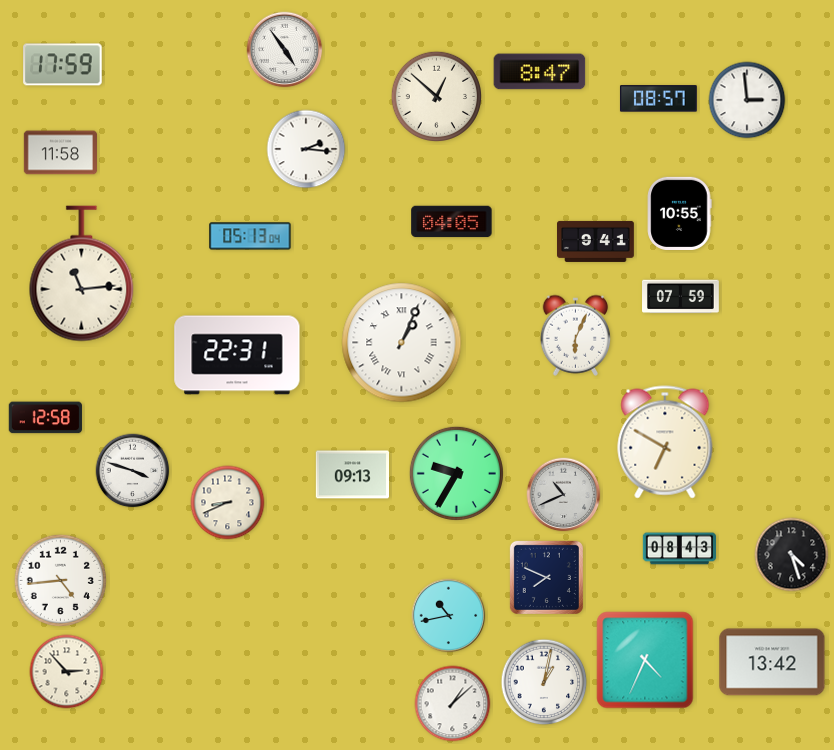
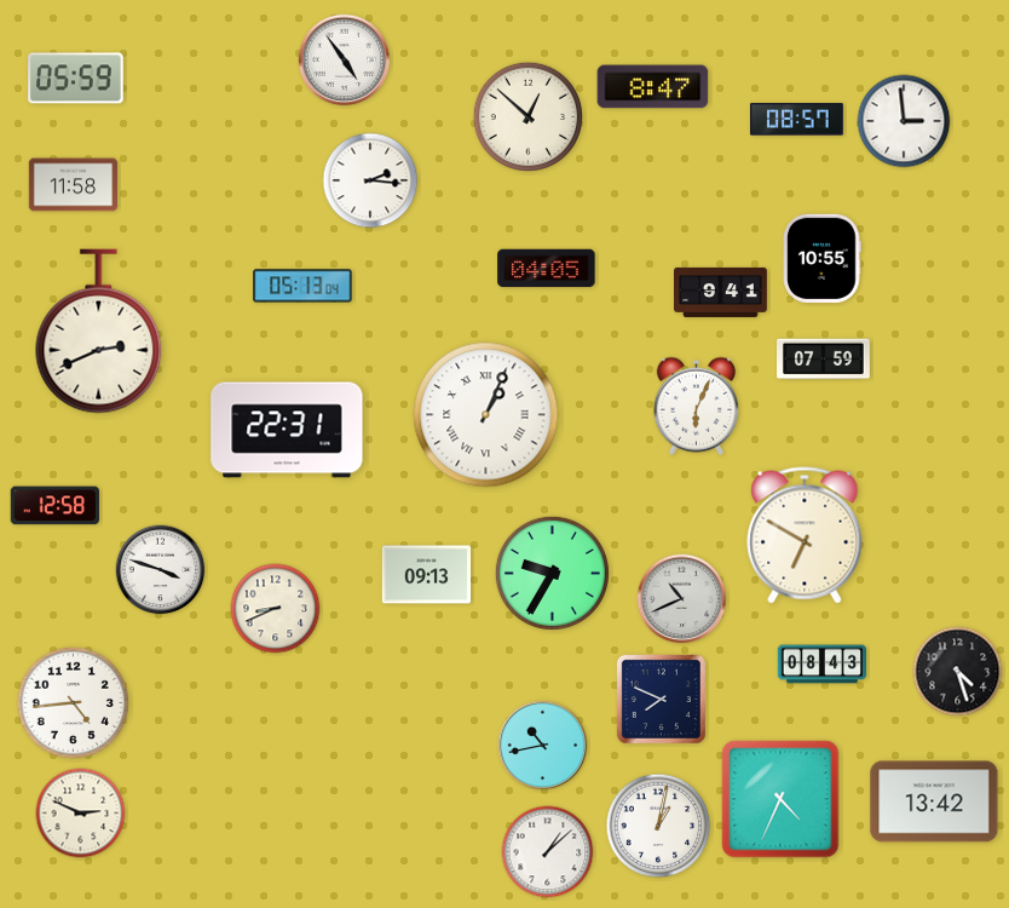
clock at (63, 65): 17:59 -> 05:59
clock at (82, 274): 11:14 -> 2:41
clock at (67, 672): 2:53 -> 2:49
